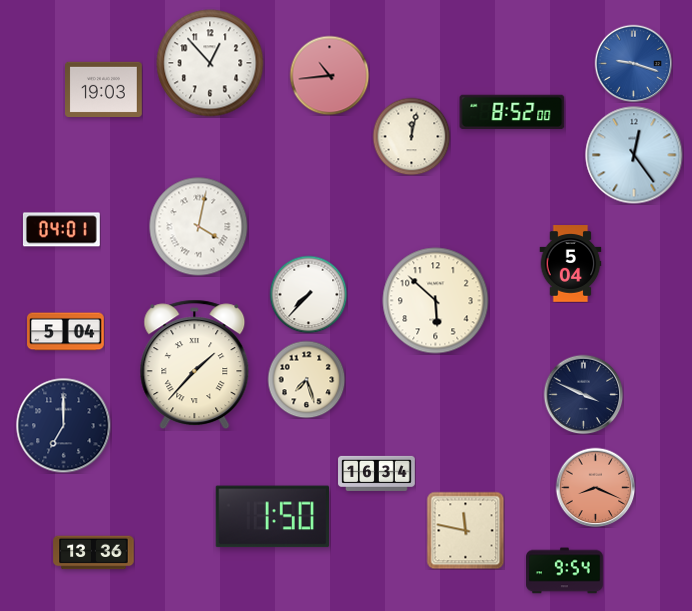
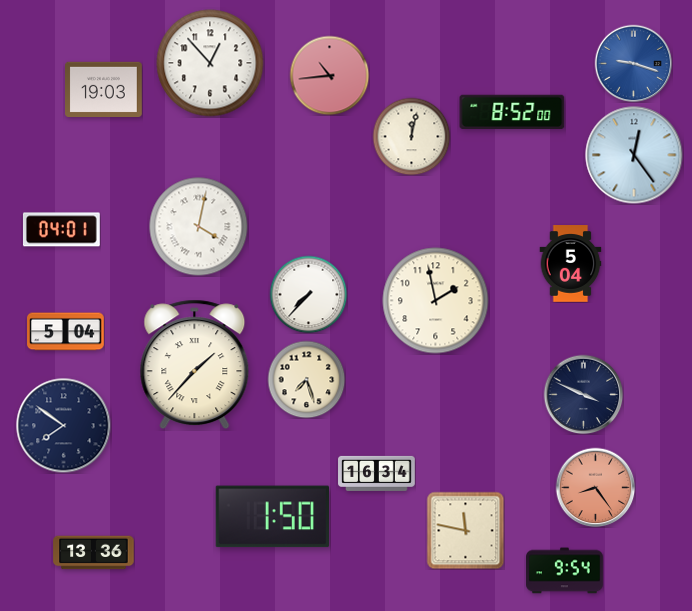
clock at (436, 301): 5:52 -> 1:58
clock at (63, 425): 7:00 -> 7:51
clock at (595, 487): 8:19 -> 8:24
